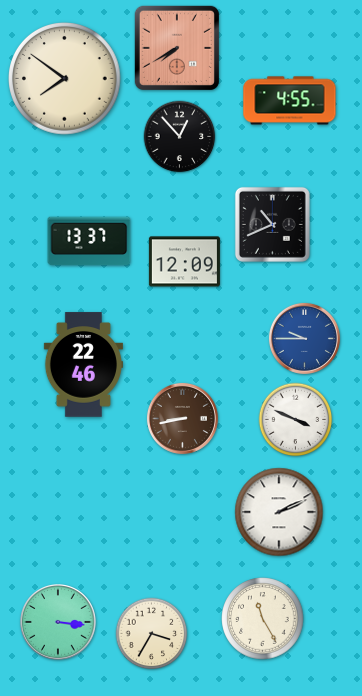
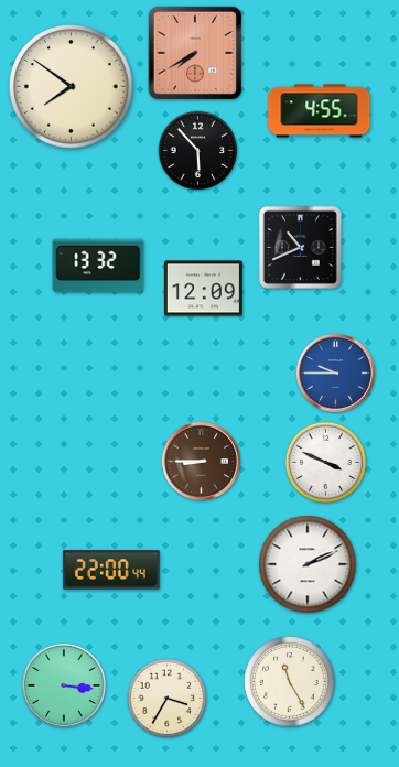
clock at (180, 137): 12:53 -> 5:53
clock at (89, 241): 13:37 -> 13:32
clock at (83, 365): 22:46 -> none
clock at (182, 418): 8:43 -> 8:45
clock at (111, 570): none -> 22:00
